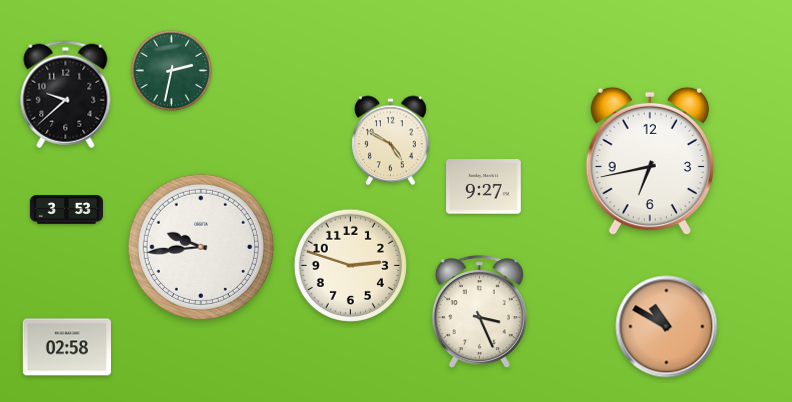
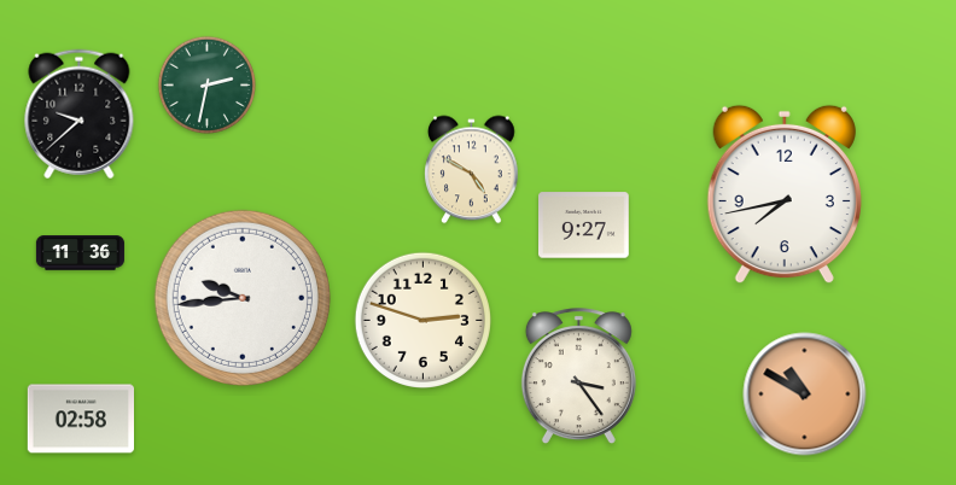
clock at (650, 161): 6:43 -> 7:43
clock at (66, 210): 3:53 -> 11:36
clock at (479, 312): 3:26 -> 3:24
